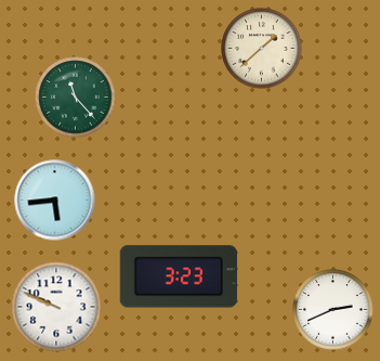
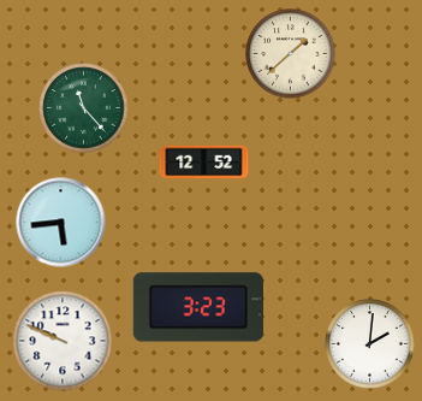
clock at (204, 163): none -> 12:52
clock at (333, 310): 2:41 -> 2:01
